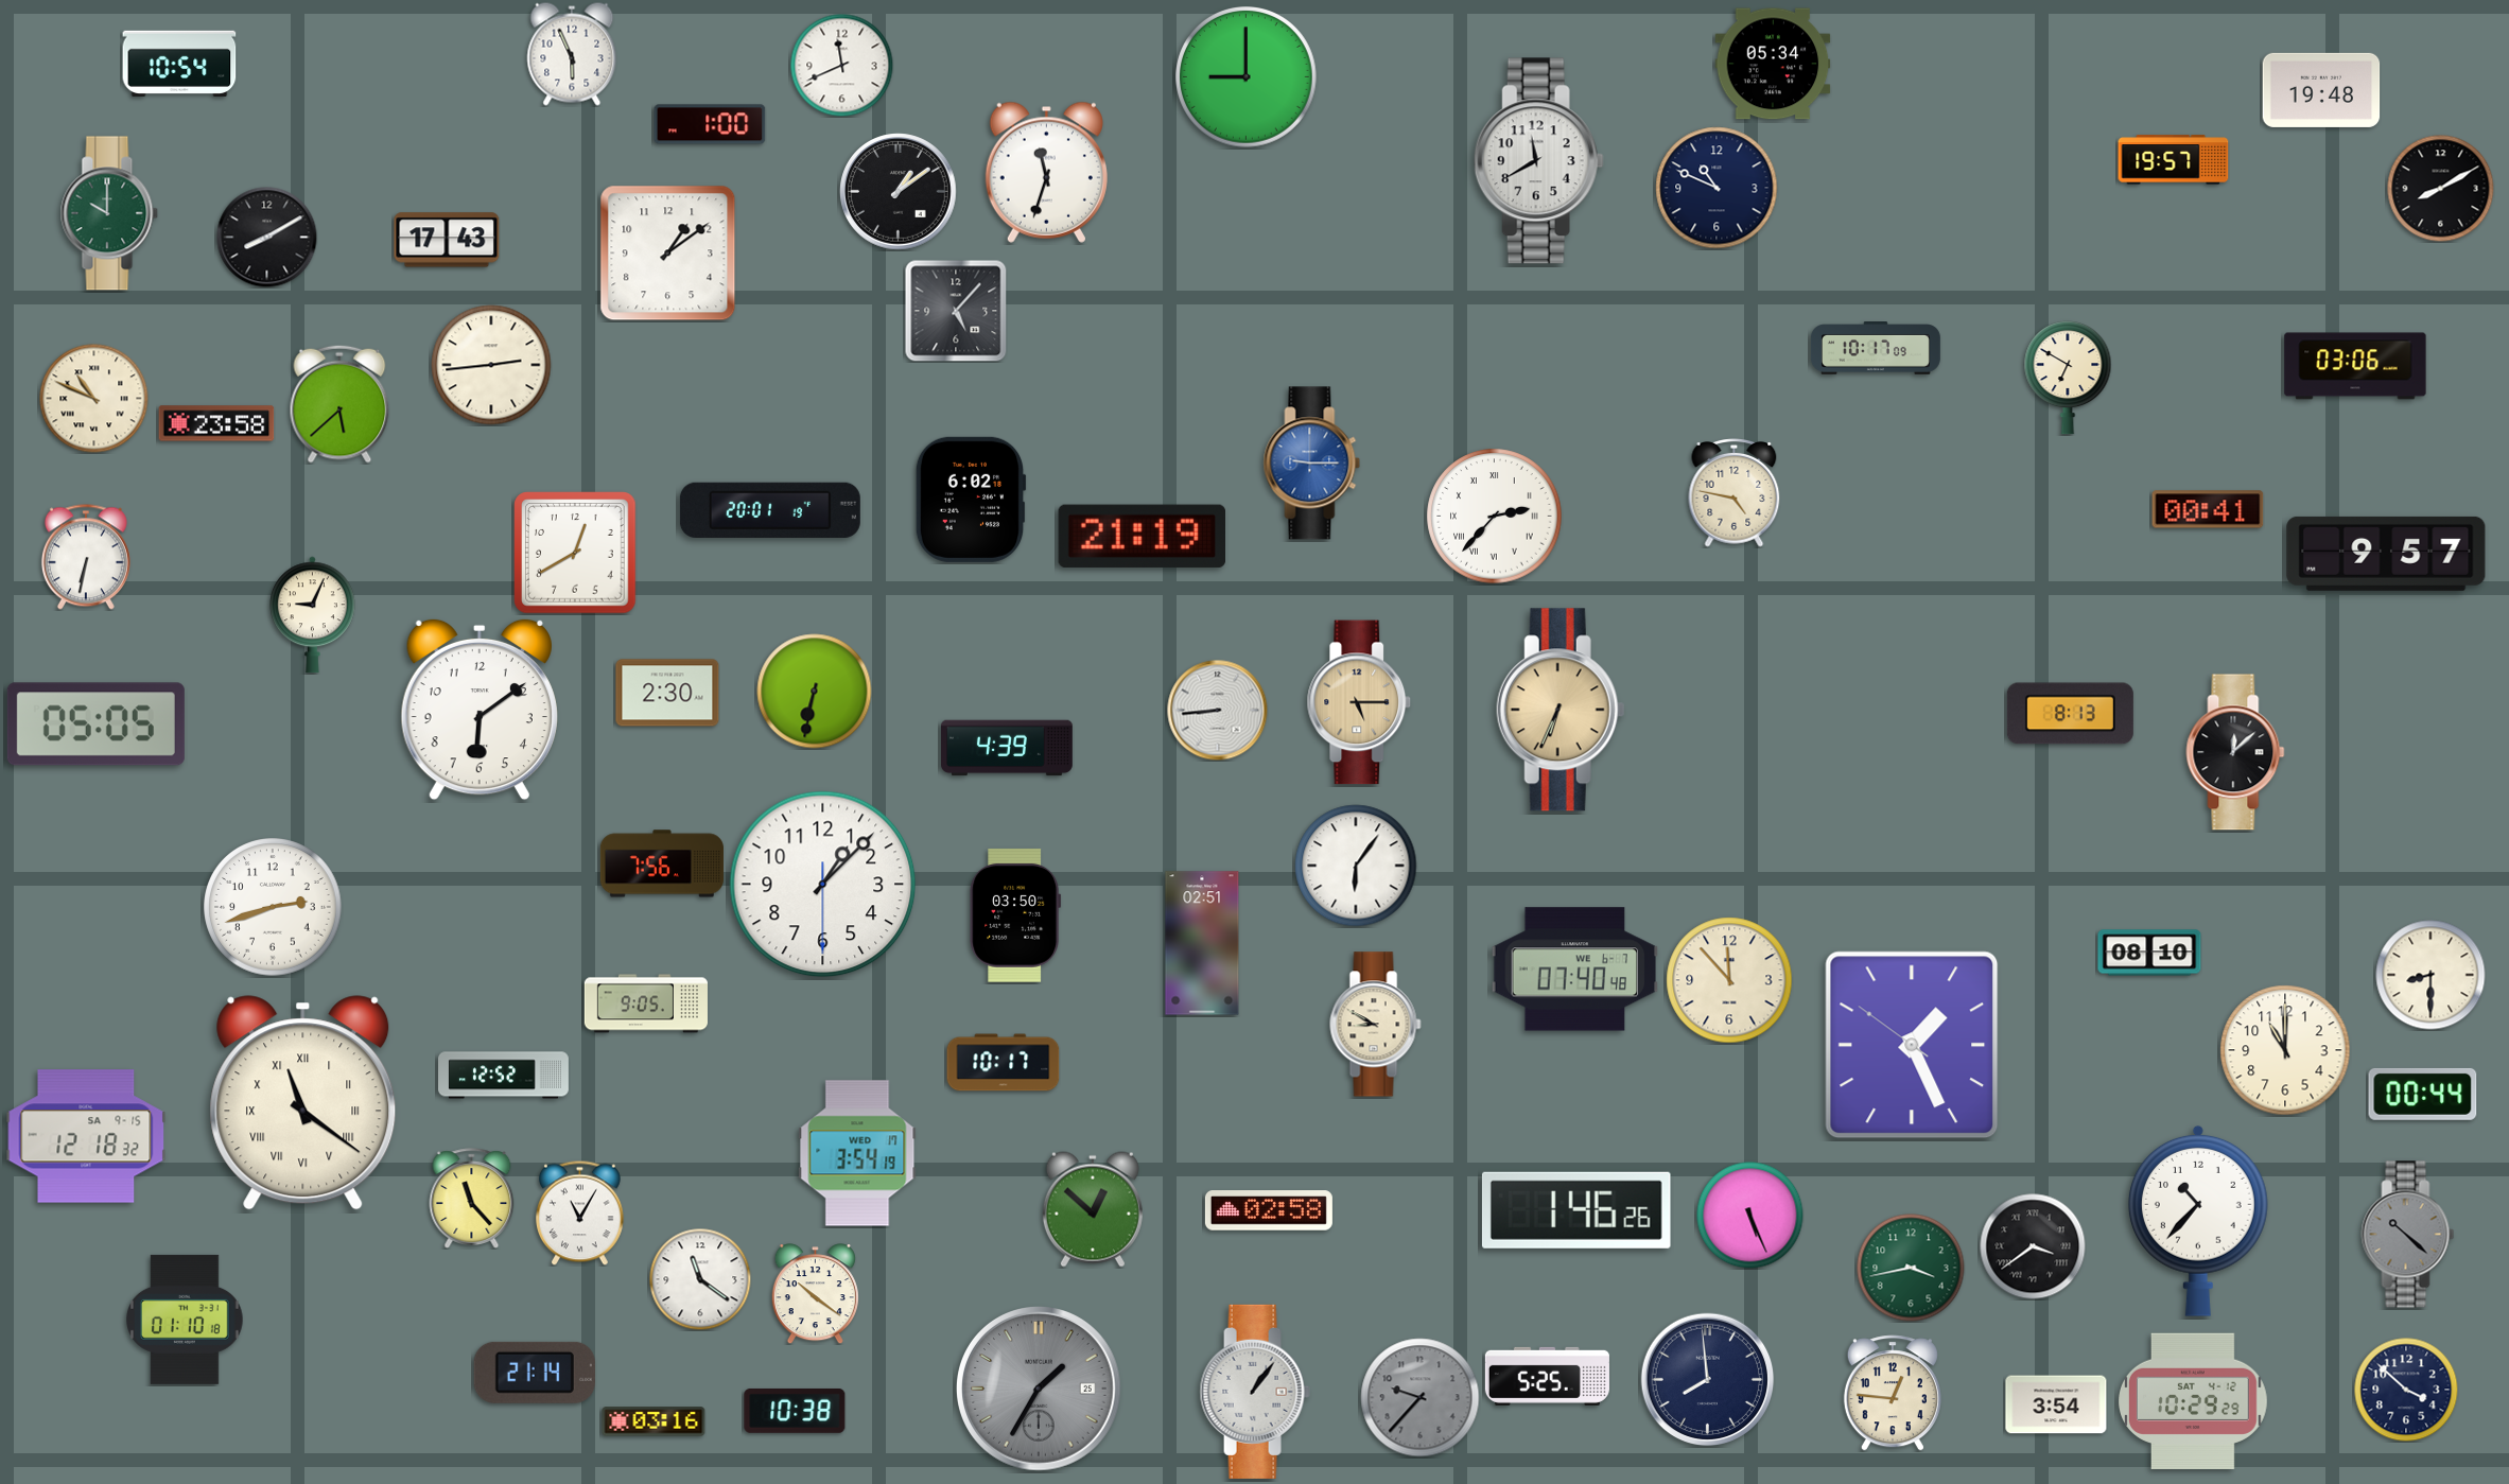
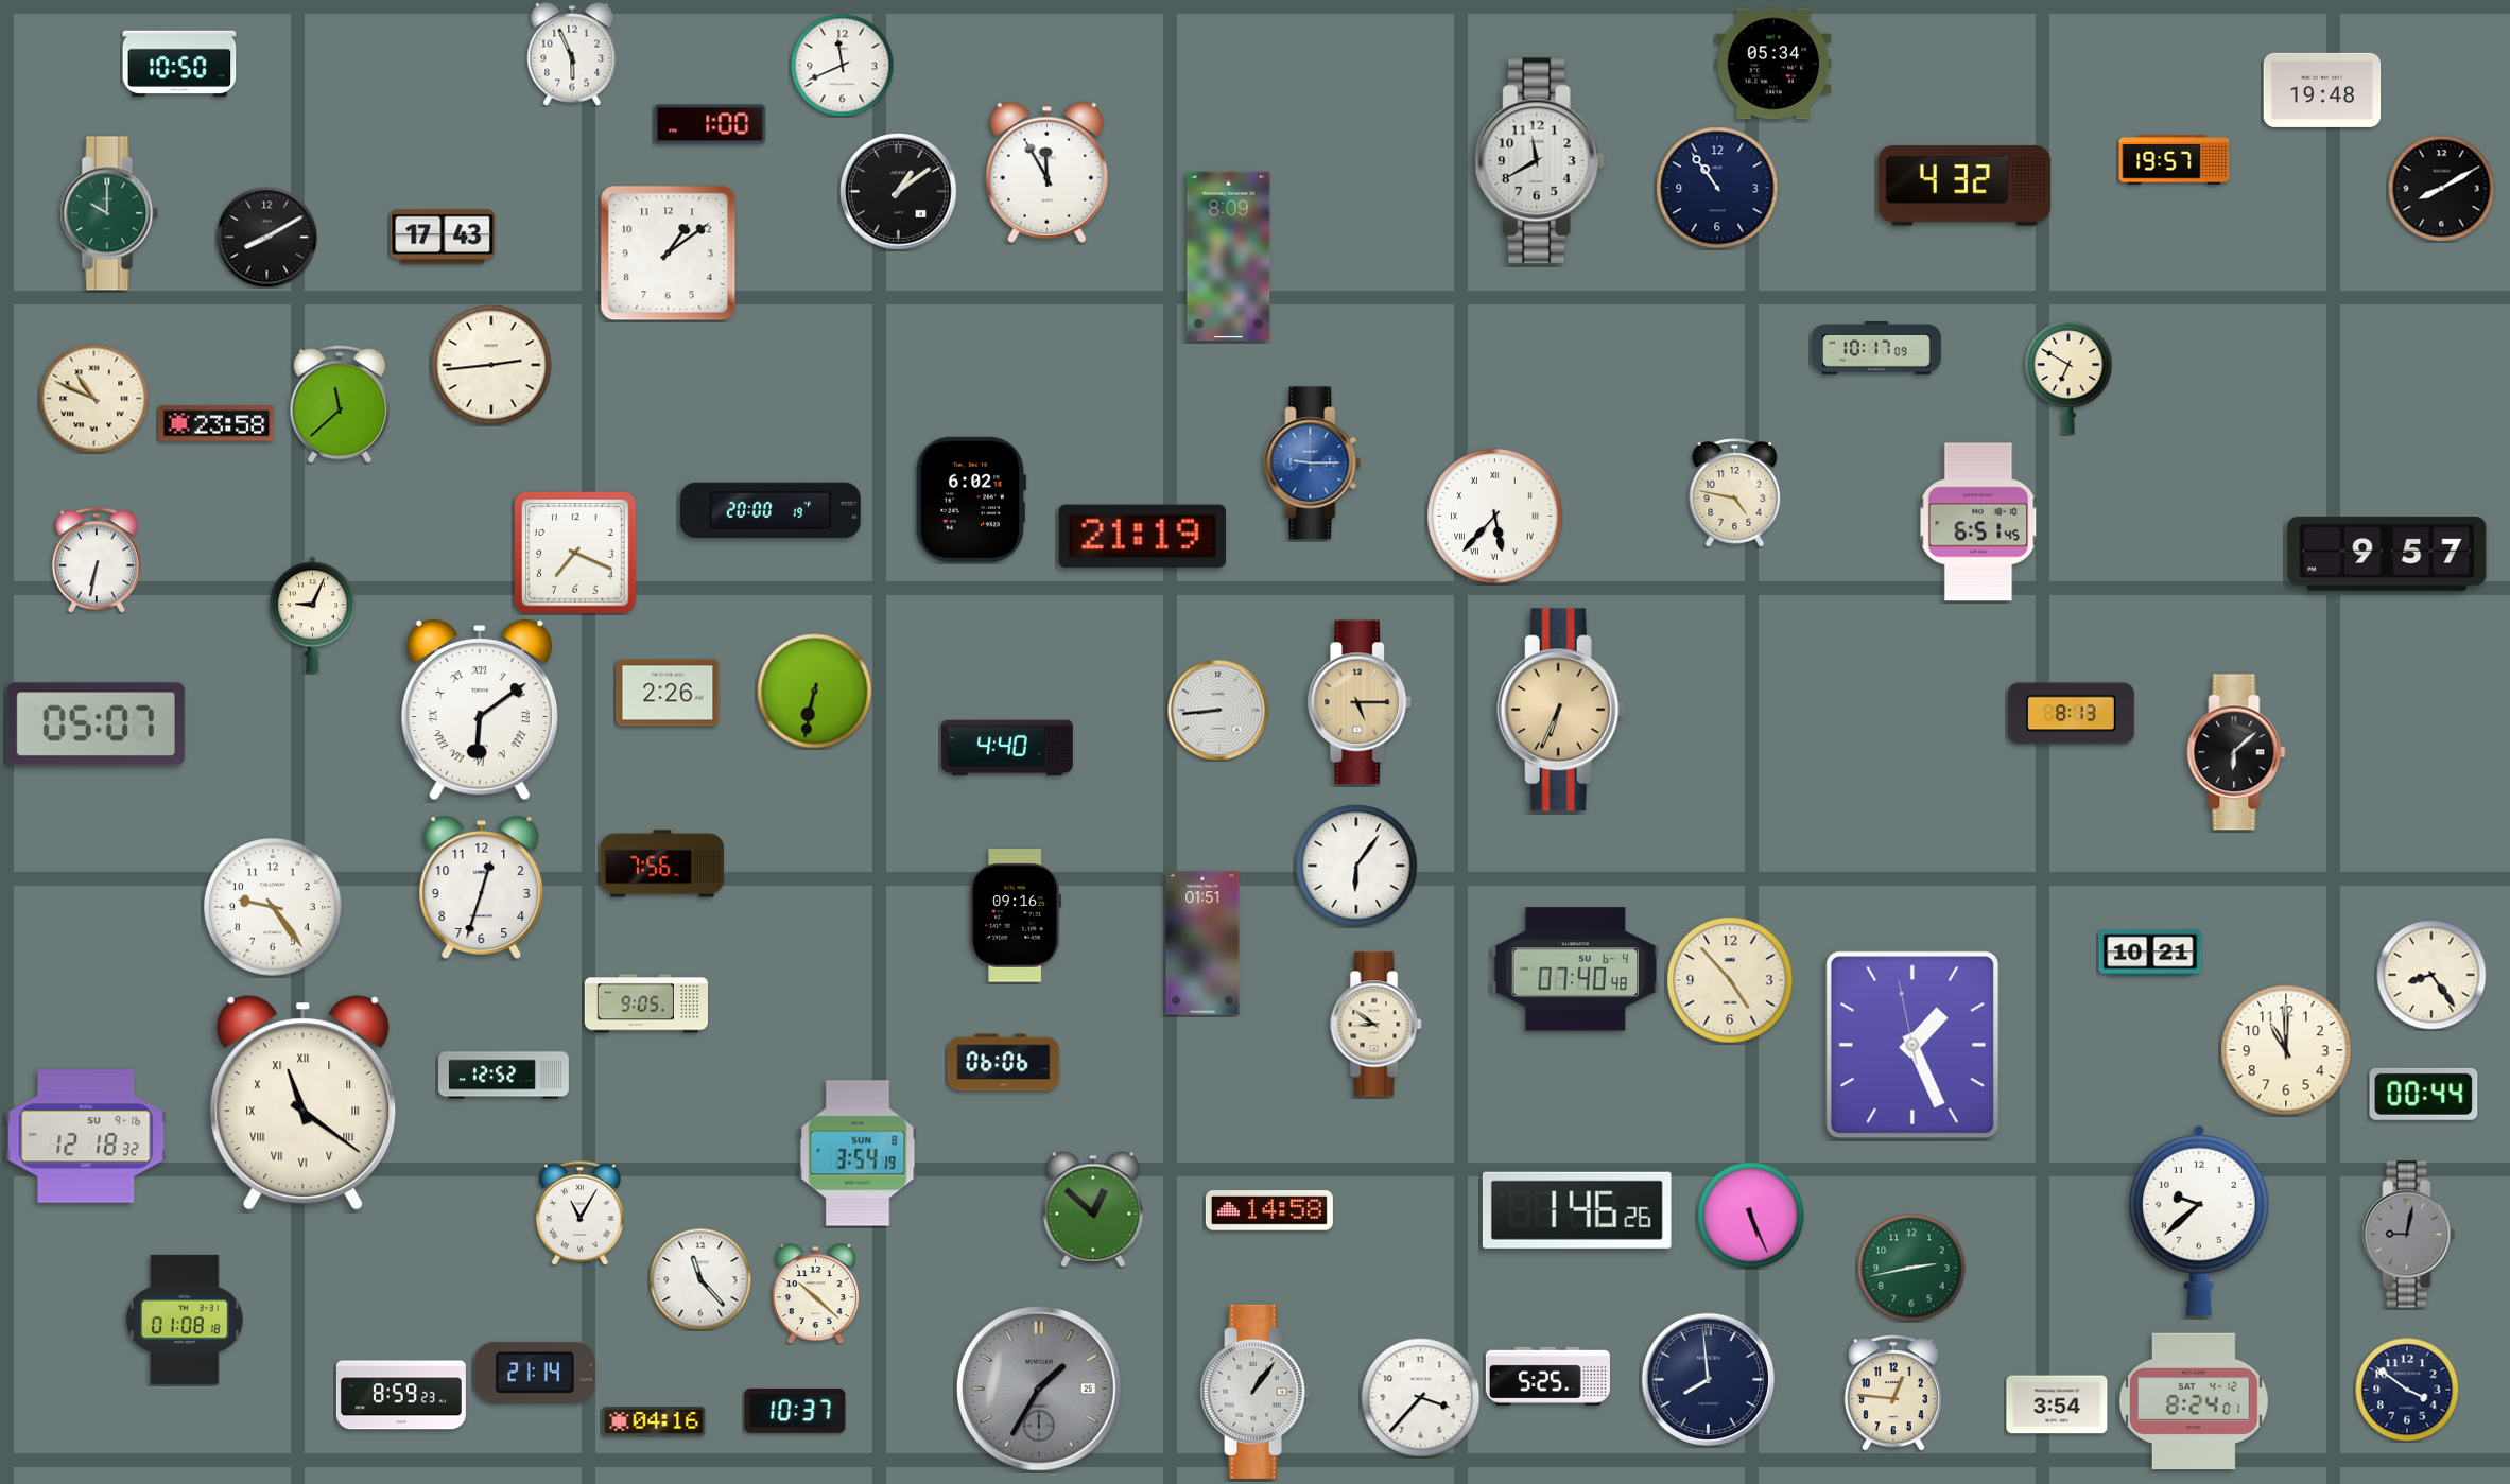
clock at (179, 64): 10:54 -> 10:50
clock at (1247, 77): 9:00 -> none
clock at (1046, 172): 11:33 -> 11:55
clock at (1964, 186): none -> 4:32
clock at (1717, 188): 10:49 -> 10:54
clock at (447, 240) position: (447, 240) -> (443, 237)
clock at (1229, 257): none -> 8:09
clock at (956, 311): 5:07 -> none
clock at (2355, 366): 03:06 -> none
clock at (339, 404): 5:38 -> 11:38
clock at (2208, 509): 00:41 -> none
clock at (770, 510): 20:01 -> 20:00
clock at (1495, 517): 2:37 -> 5:37
clock at (1978, 522): none -> 6:51
clock at (575, 553): 12:40 -> 7:19
clock at (86, 557) position: (86, 557) -> (97, 560)
clock at (667, 693): 2:30 -> 2:26
clock at (480, 710) numerals: Arabic -> Roman
clock at (95, 724): 05:05 -> 05:07
clock at (1008, 748): 4:39 -> 4:40
clock at (2235, 752): 12:08 -> 6:08
clock at (823, 885): 1:07 -> none
clock at (482, 888): none -> 12:33
clock at (273, 907): 2:42 -> 9:24
clock at (1015, 915): 03:50 -> 09:16
clock at (1202, 943): 02:51 -> 01:51
clock at (2149, 953): 08:10 -> 10:21
clock at (1575, 970) date: WE 6-7 -> SU 6-4
clock at (2430, 975): 8:30 -> 8:24
clock at (1729, 980): 11:53 -> 4:53
clock at (1376, 1025): 8:50 -> 8:51
clock at (1912, 1045): 1:25:51 -> 1:25:58
clock at (1004, 1063): 10:17 -> 06:06
clock at (86, 1136) date: SA 9-15 -> SU 9-16
clock at (857, 1153) date: WED 17 -> SUN 8
clock at (472, 1199): 11:23 -> none
clock at (1269, 1210): 02:58 -> 14:58
clock at (2198, 1221): 10:37 -> 9:38
clock at (2408, 1235): 10:22 -> 9:02
clock at (2033, 1246): 3:39 -> none
clock at (1911, 1268): 3:43 -> 2:43
clock at (700, 1279): 11:21 -> 11:23
clock at (815, 1294): 10:21 -> 10:22
clock at (186, 1320): 01:10 -> 01:08
clock at (2406, 1390): 3:52 -> 3:51
clock at (401, 1395): none -> 8:59
clock at (1421, 1398): 9:37 -> 3:37
clock at (1421, 1398) dial: grey -> white
clock at (2194, 1401): 10:29 -> 8:24
clock at (795, 1411): 10:38 -> 10:37
clock at (654, 1421): 03:16 -> 04:16
